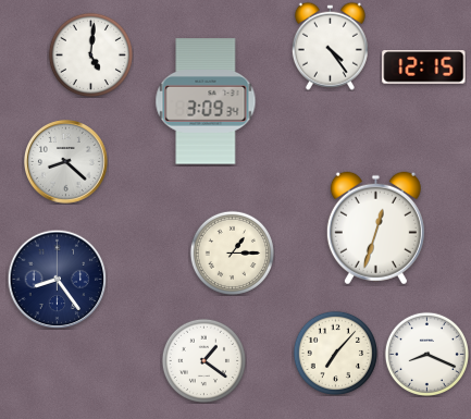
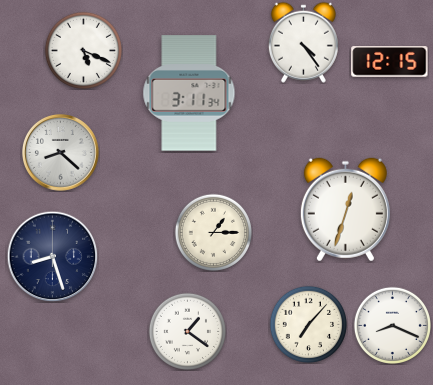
clock at (90, 54): 5:01 -> 5:19
clock at (206, 101): 3:09 -> 3:11
clock at (66, 162) position: (66, 162) -> (61, 153)
clock at (57, 279): 8:24 -> 8:27
